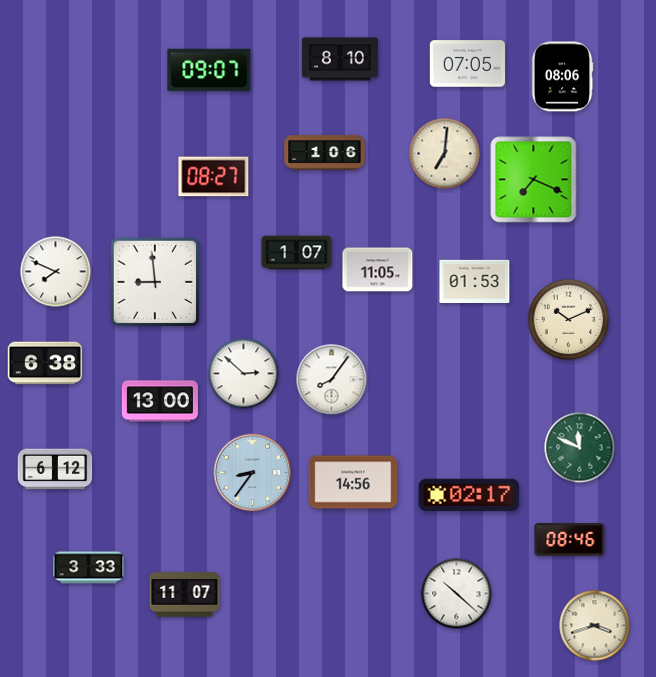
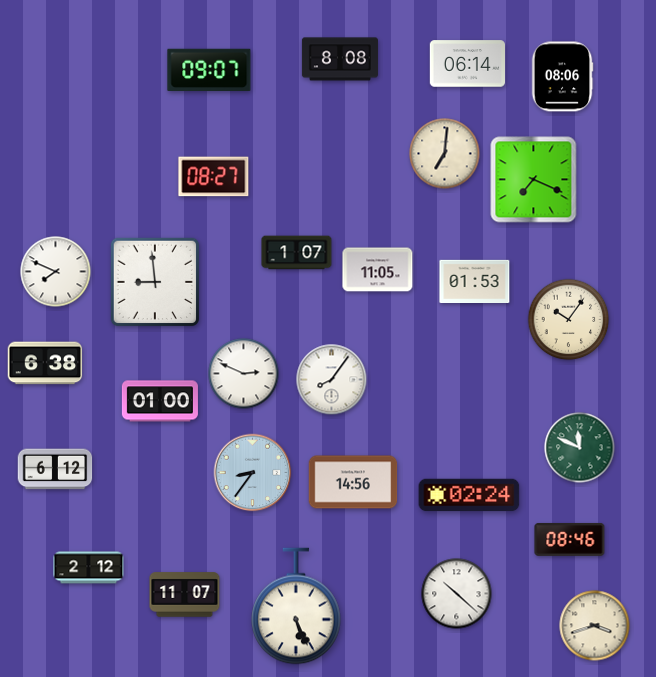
clock at (340, 59): 8:10 -> 8:08
clock at (468, 64): 07:05 -> 06:14
clock at (325, 153): 1:06 -> none
clock at (569, 320): 10:11 -> 10:06
clock at (244, 374): 2:52 -> 2:49
clock at (160, 401): 13:00 -> 01:00
clock at (469, 495): 02:17 -> 02:24
clock at (89, 568): 3:33 -> 2:12
clock at (296, 606): none -> 5:26
